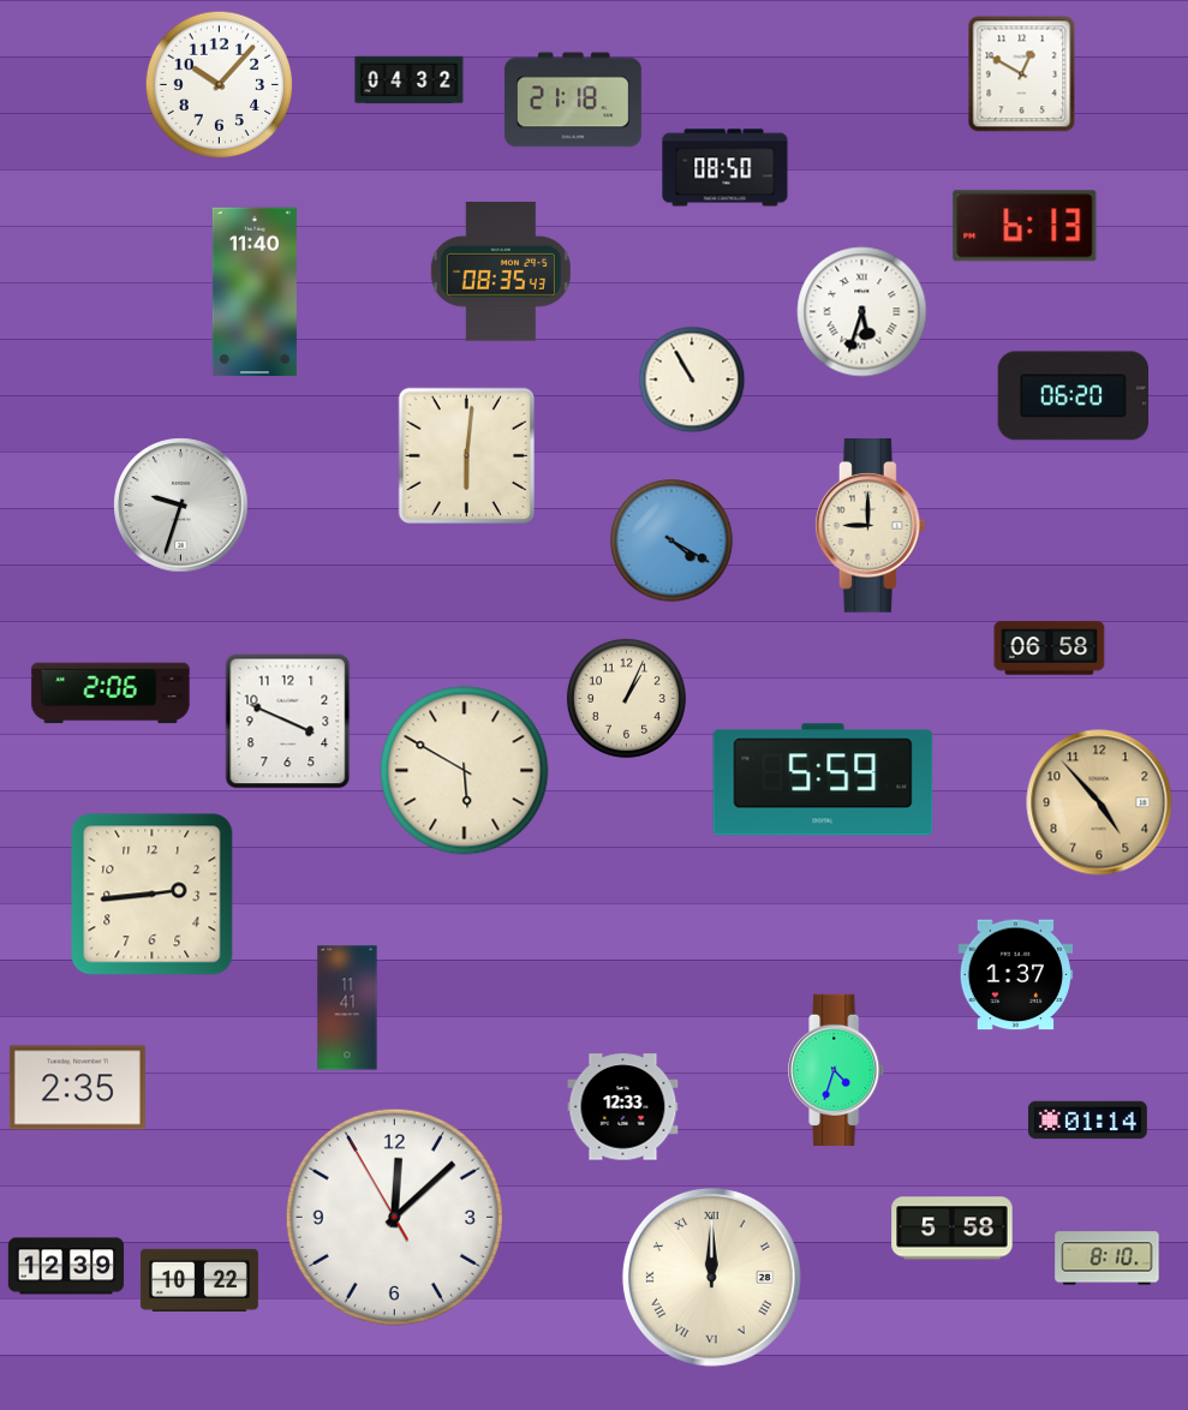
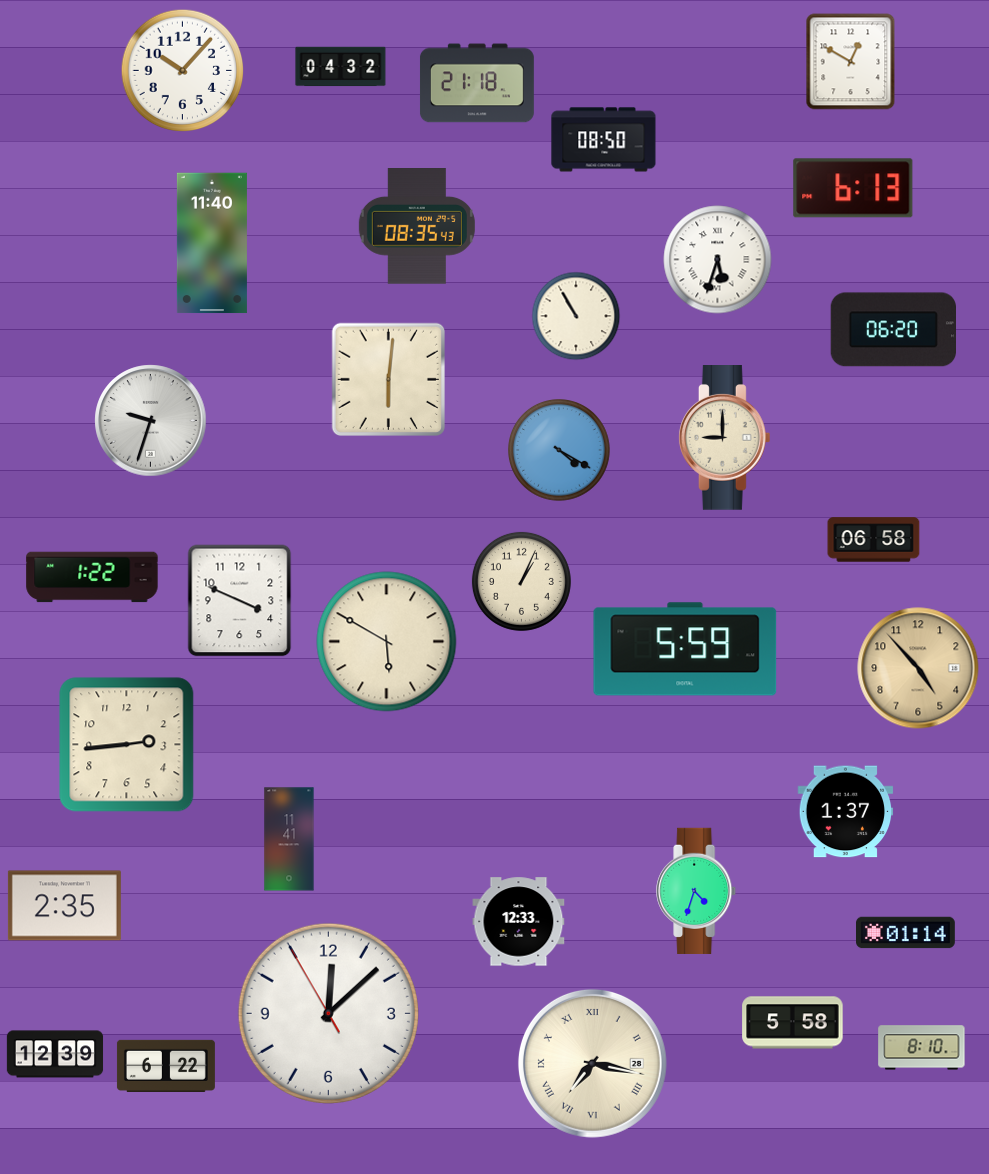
clock at (111, 693): 2:06 -> 1:22
clock at (1099, 802) position: (1099, 802) -> (918, 668)
clock at (711, 1277): 12:00 -> 7:17
clock at (199, 1280): 10:22 -> 6:22
